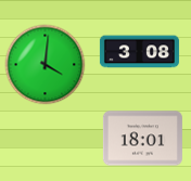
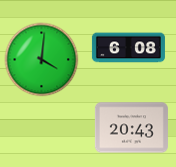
clock at (139, 52): 3:08 -> 6:08
clock at (142, 139): 18:01 -> 20:43
